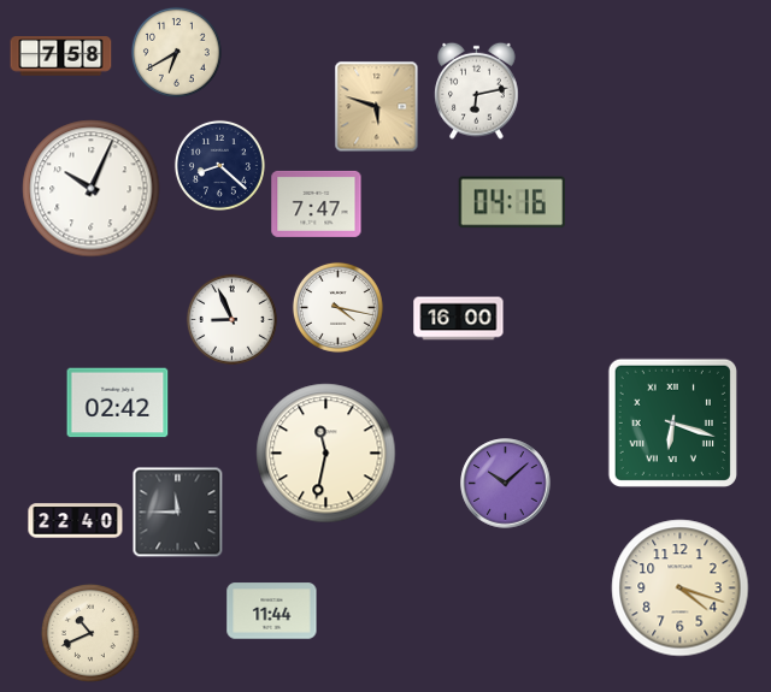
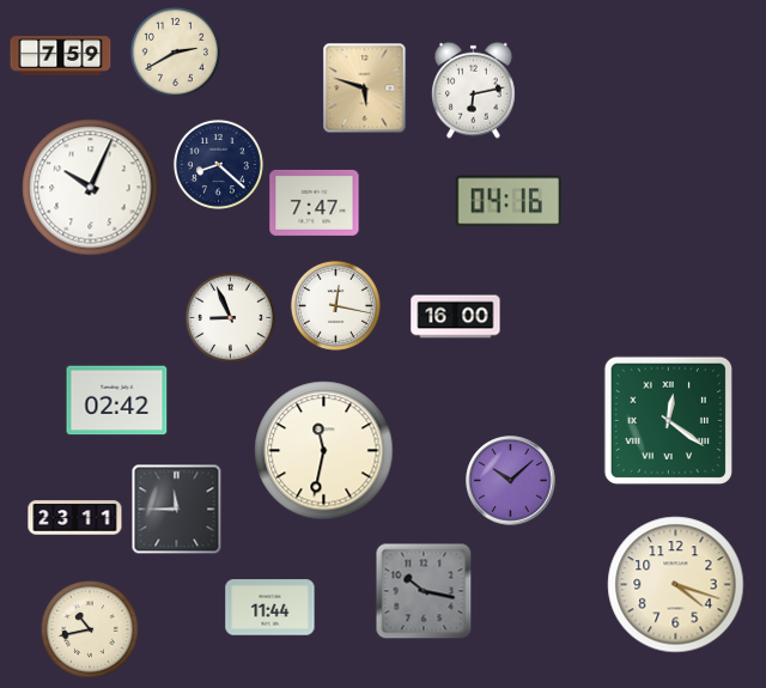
clock at (176, 52): 6:40 -> 2:40
clock at (61, 57): 7:58 -> 7:59
clock at (377, 107) position: (377, 107) -> (365, 89)
clock at (337, 307): 4:17 -> 12:17
clock at (672, 422): 6:18 -> 12:21
clock at (506, 484) position: (506, 484) -> (511, 481)
clock at (76, 521): 22:40 -> 23:11
clock at (424, 591): none -> 10:17
clock at (90, 633): 10:41 -> 10:43
